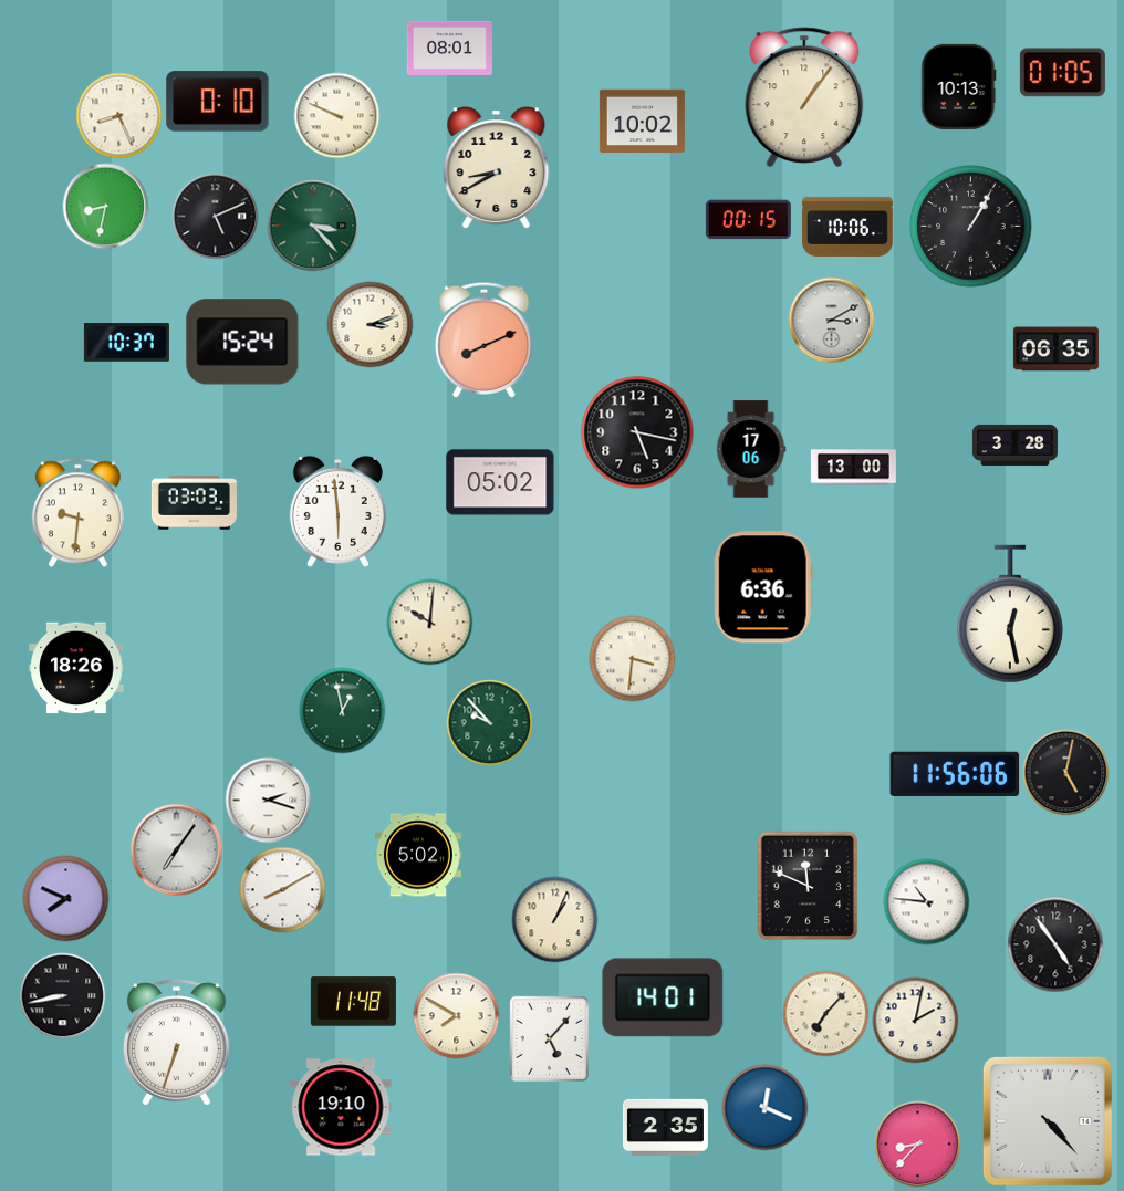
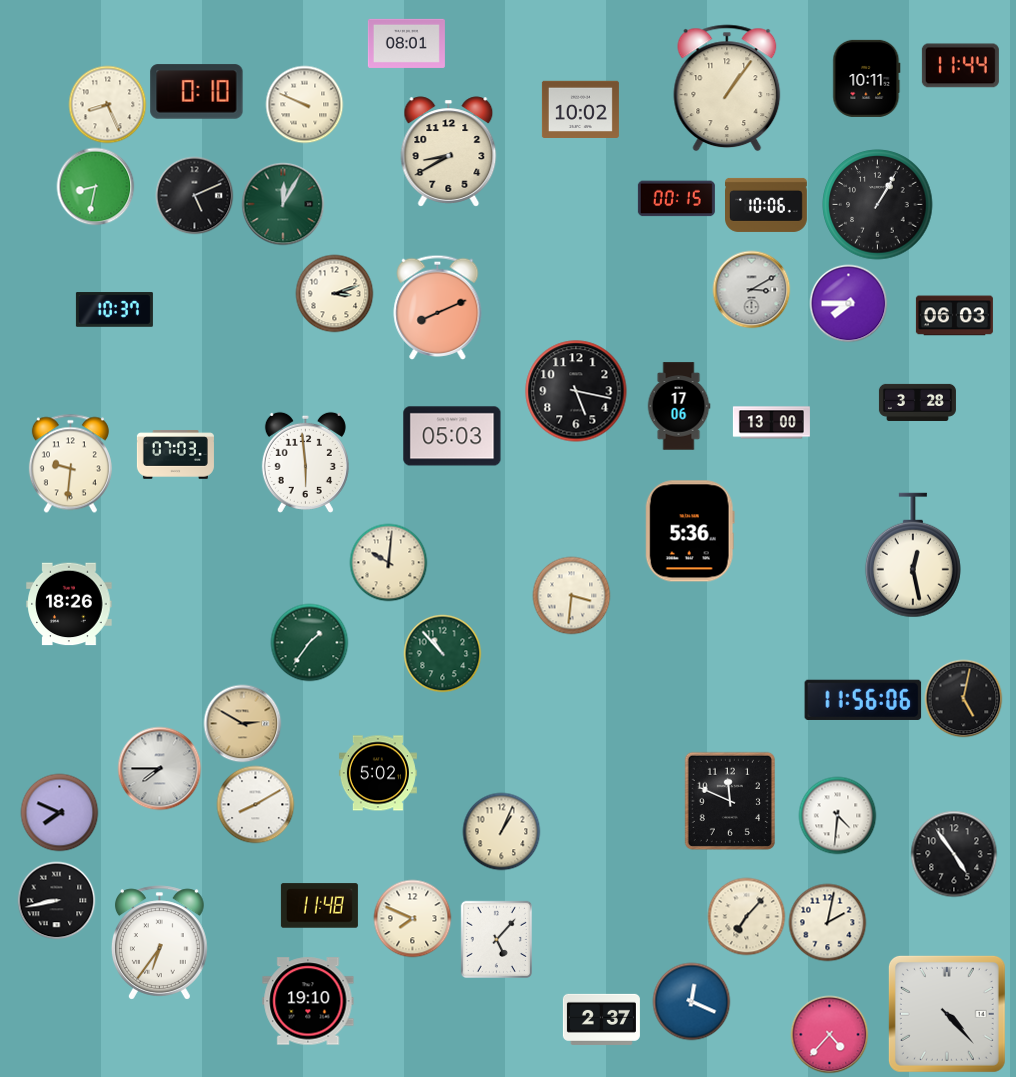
clock at (1062, 73): 01:05 -> 11:44
clock at (959, 86): 10:13 -> 10:11
clock at (313, 226): 3:23 -> 12:05
clock at (848, 303): none -> 7:45
clock at (242, 342): 15:24 -> none
clock at (1055, 349): 06:35 -> 06:03
clock at (500, 482): 05:02 -> 05:03
clock at (194, 503): 03:03 -> 07:03
clock at (763, 587): 6:36 -> 5:36
clock at (342, 710): 12:58 -> 1:36
clock at (489, 722): 9:53 -> 10:53
clock at (268, 800): 2:18 -> 2:50
clock at (268, 800) dial: white -> champagne
clock at (176, 849): 7:06 -> 7:45
clock at (926, 901): 10:46 -> 4:31
clock at (663, 997): 14:01 -> none
clock at (456, 1015): 7:50 -> 7:49
clock at (176, 1043): 6:33 -> 6:36
clock at (665, 1127): 2:35 -> 2:37
clock at (917, 1143): 8:37 -> 4:37
